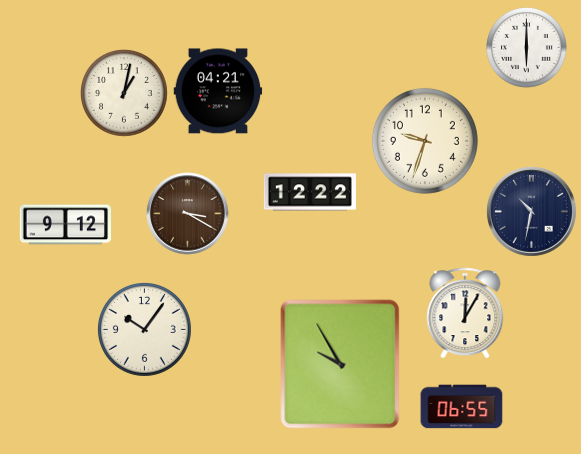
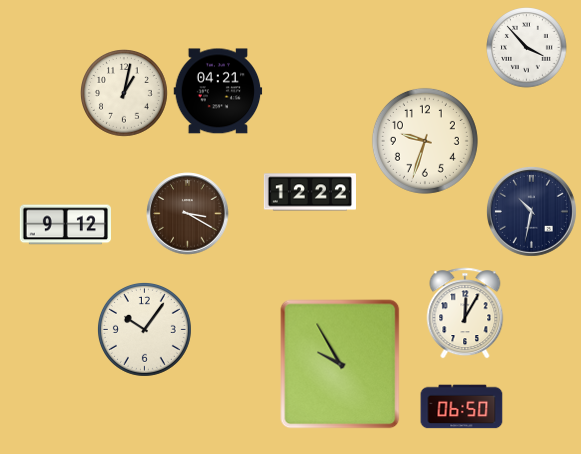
clock at (527, 48): 6:00 -> 3:53
clock at (462, 407): 06:55 -> 06:50
